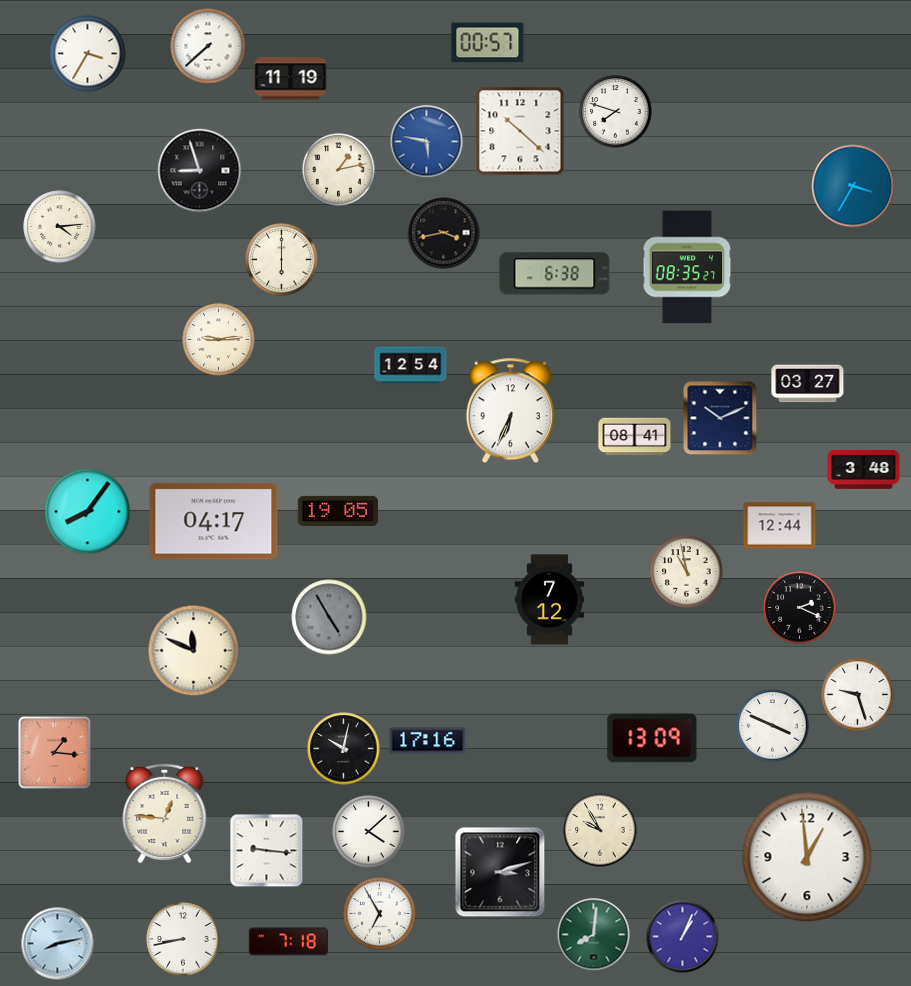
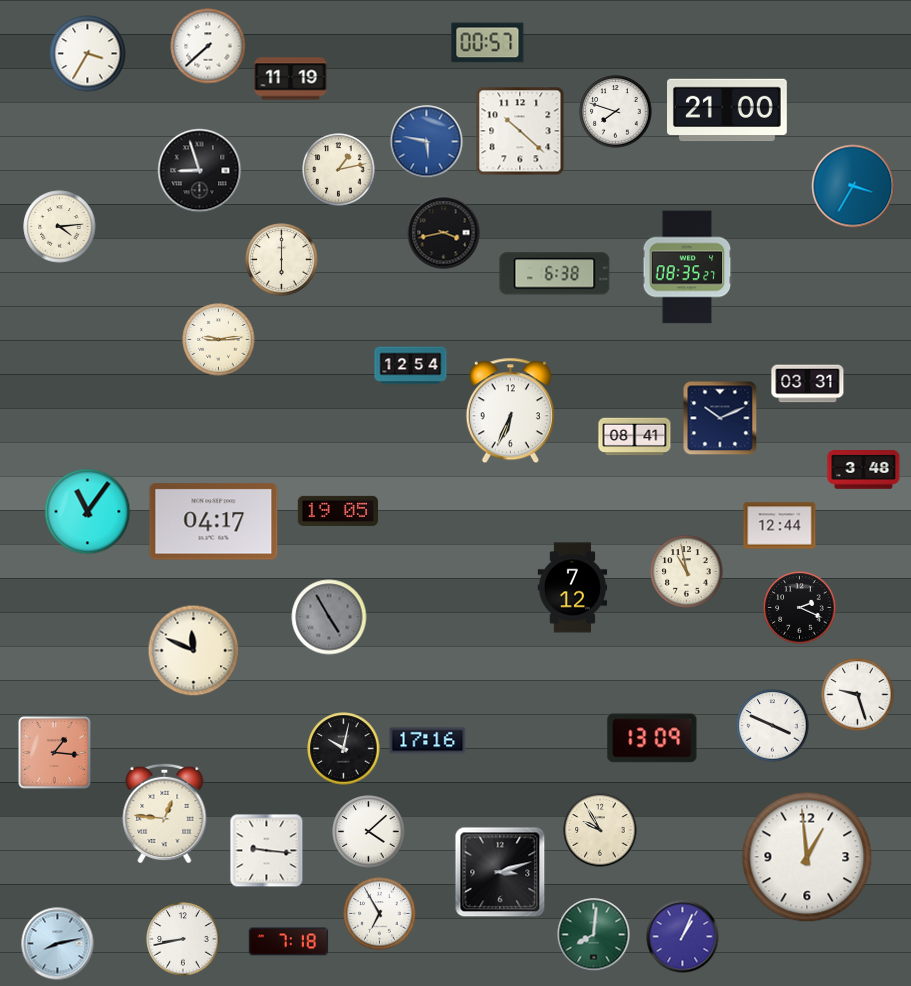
clock at (728, 110): none -> 21:00
clock at (808, 384): 03:27 -> 03:31
clock at (88, 512): 8:06 -> 11:06
clock at (550, 600) position: (550, 600) -> (573, 588)
